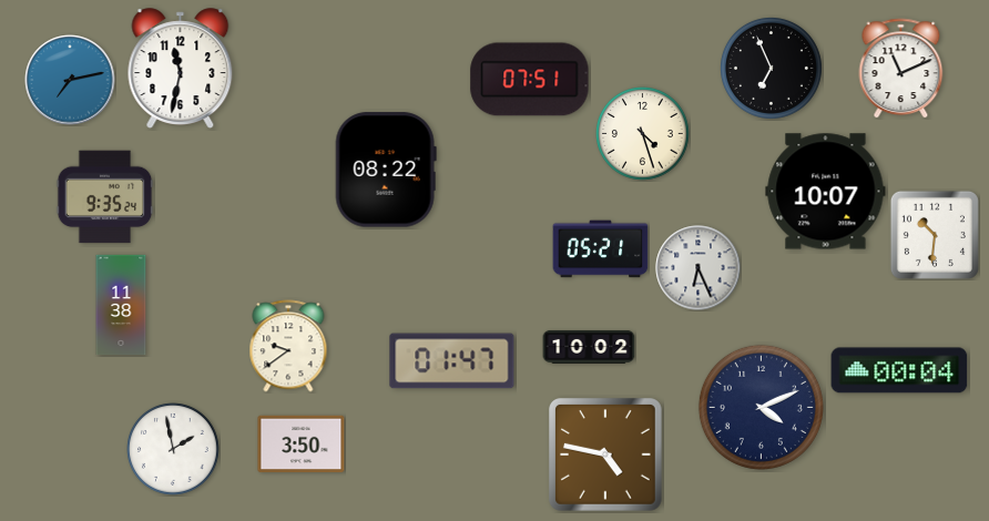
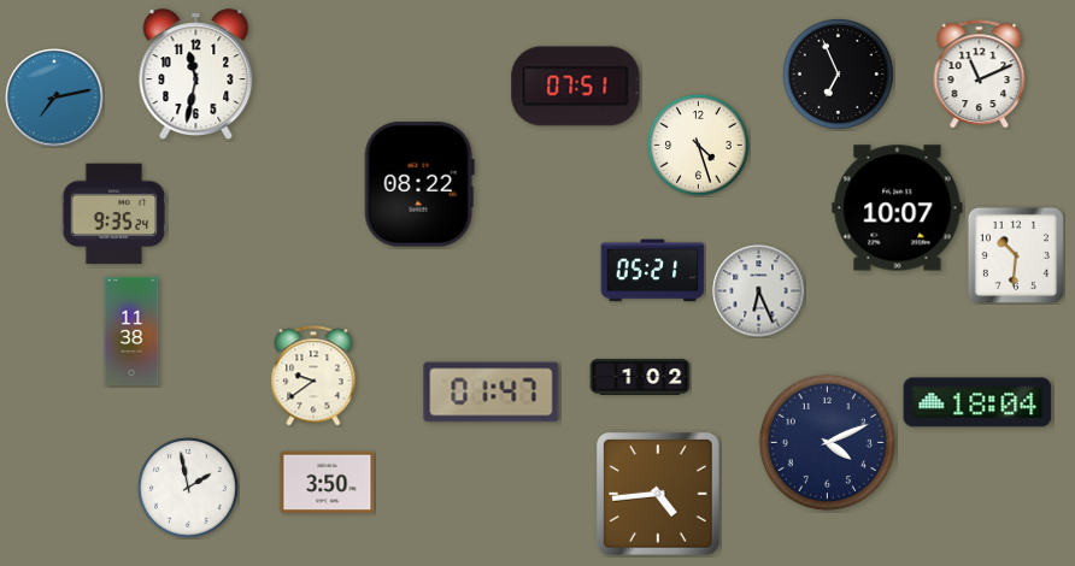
clock at (70, 80) position: (70, 80) -> (54, 98)
clock at (589, 347): 10:02 -> 1:02
clock at (899, 370): 00:04 -> 18:04
clock at (606, 456): 4:47 -> 4:44
